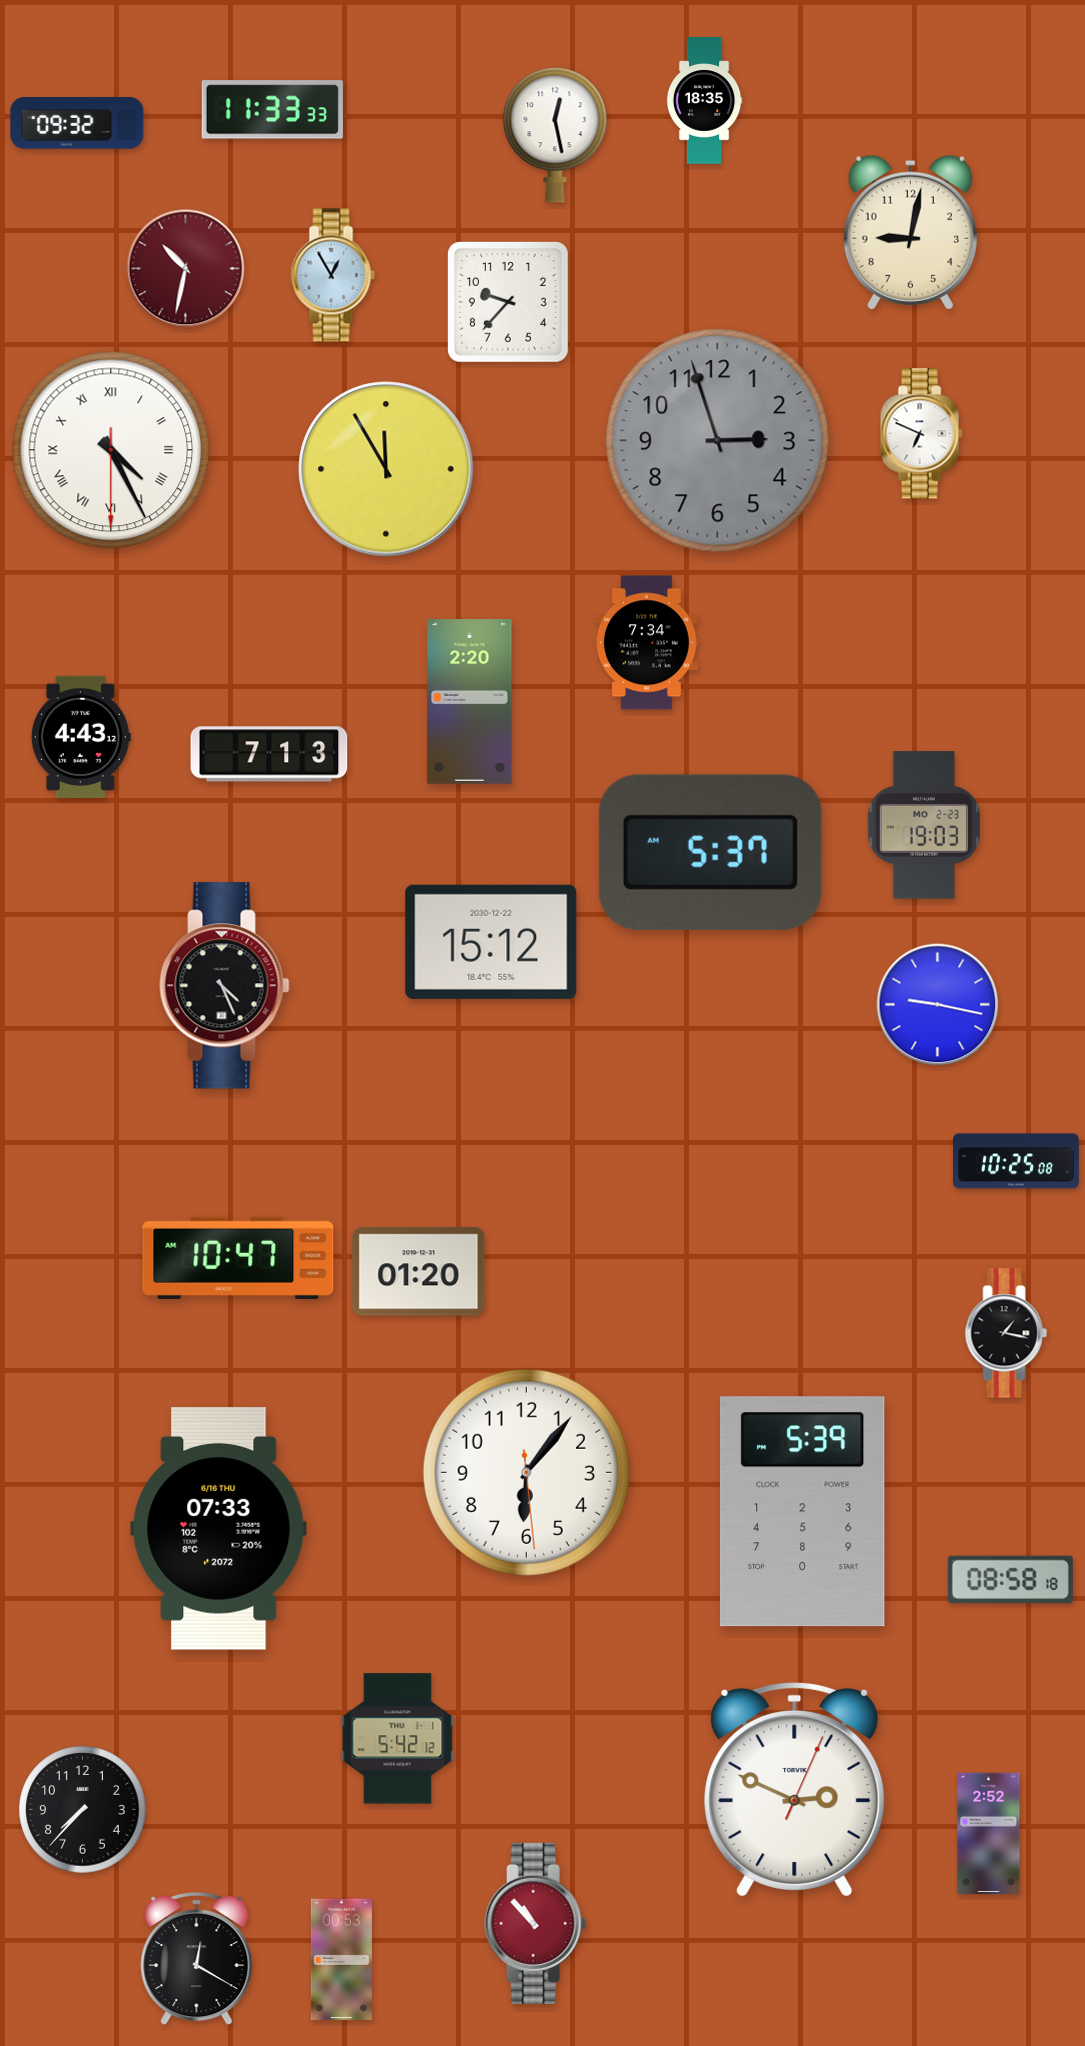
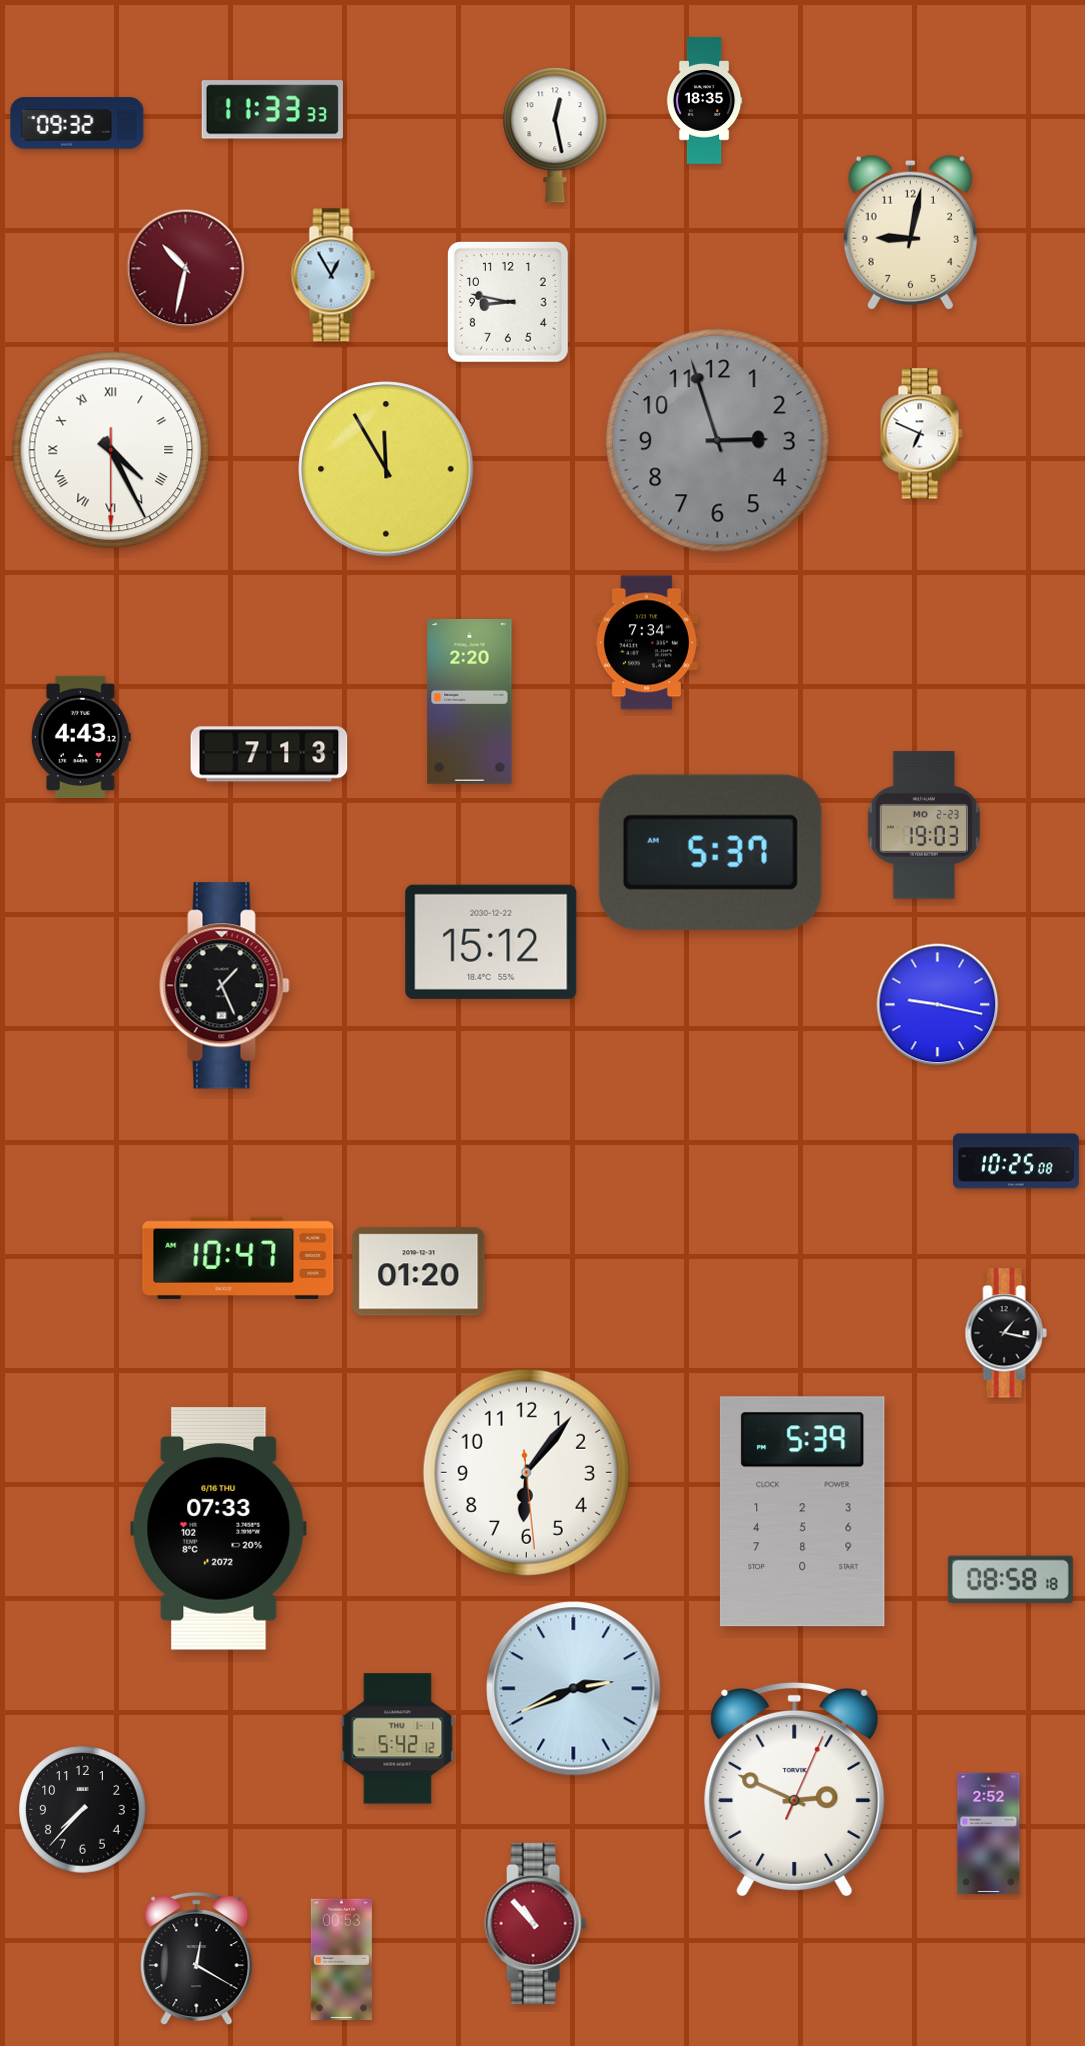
clock at (508, 302): 9:37 -> 8:47
clock at (225, 986): 4:26 -> 1:26
clock at (574, 1689): none -> 2:41
